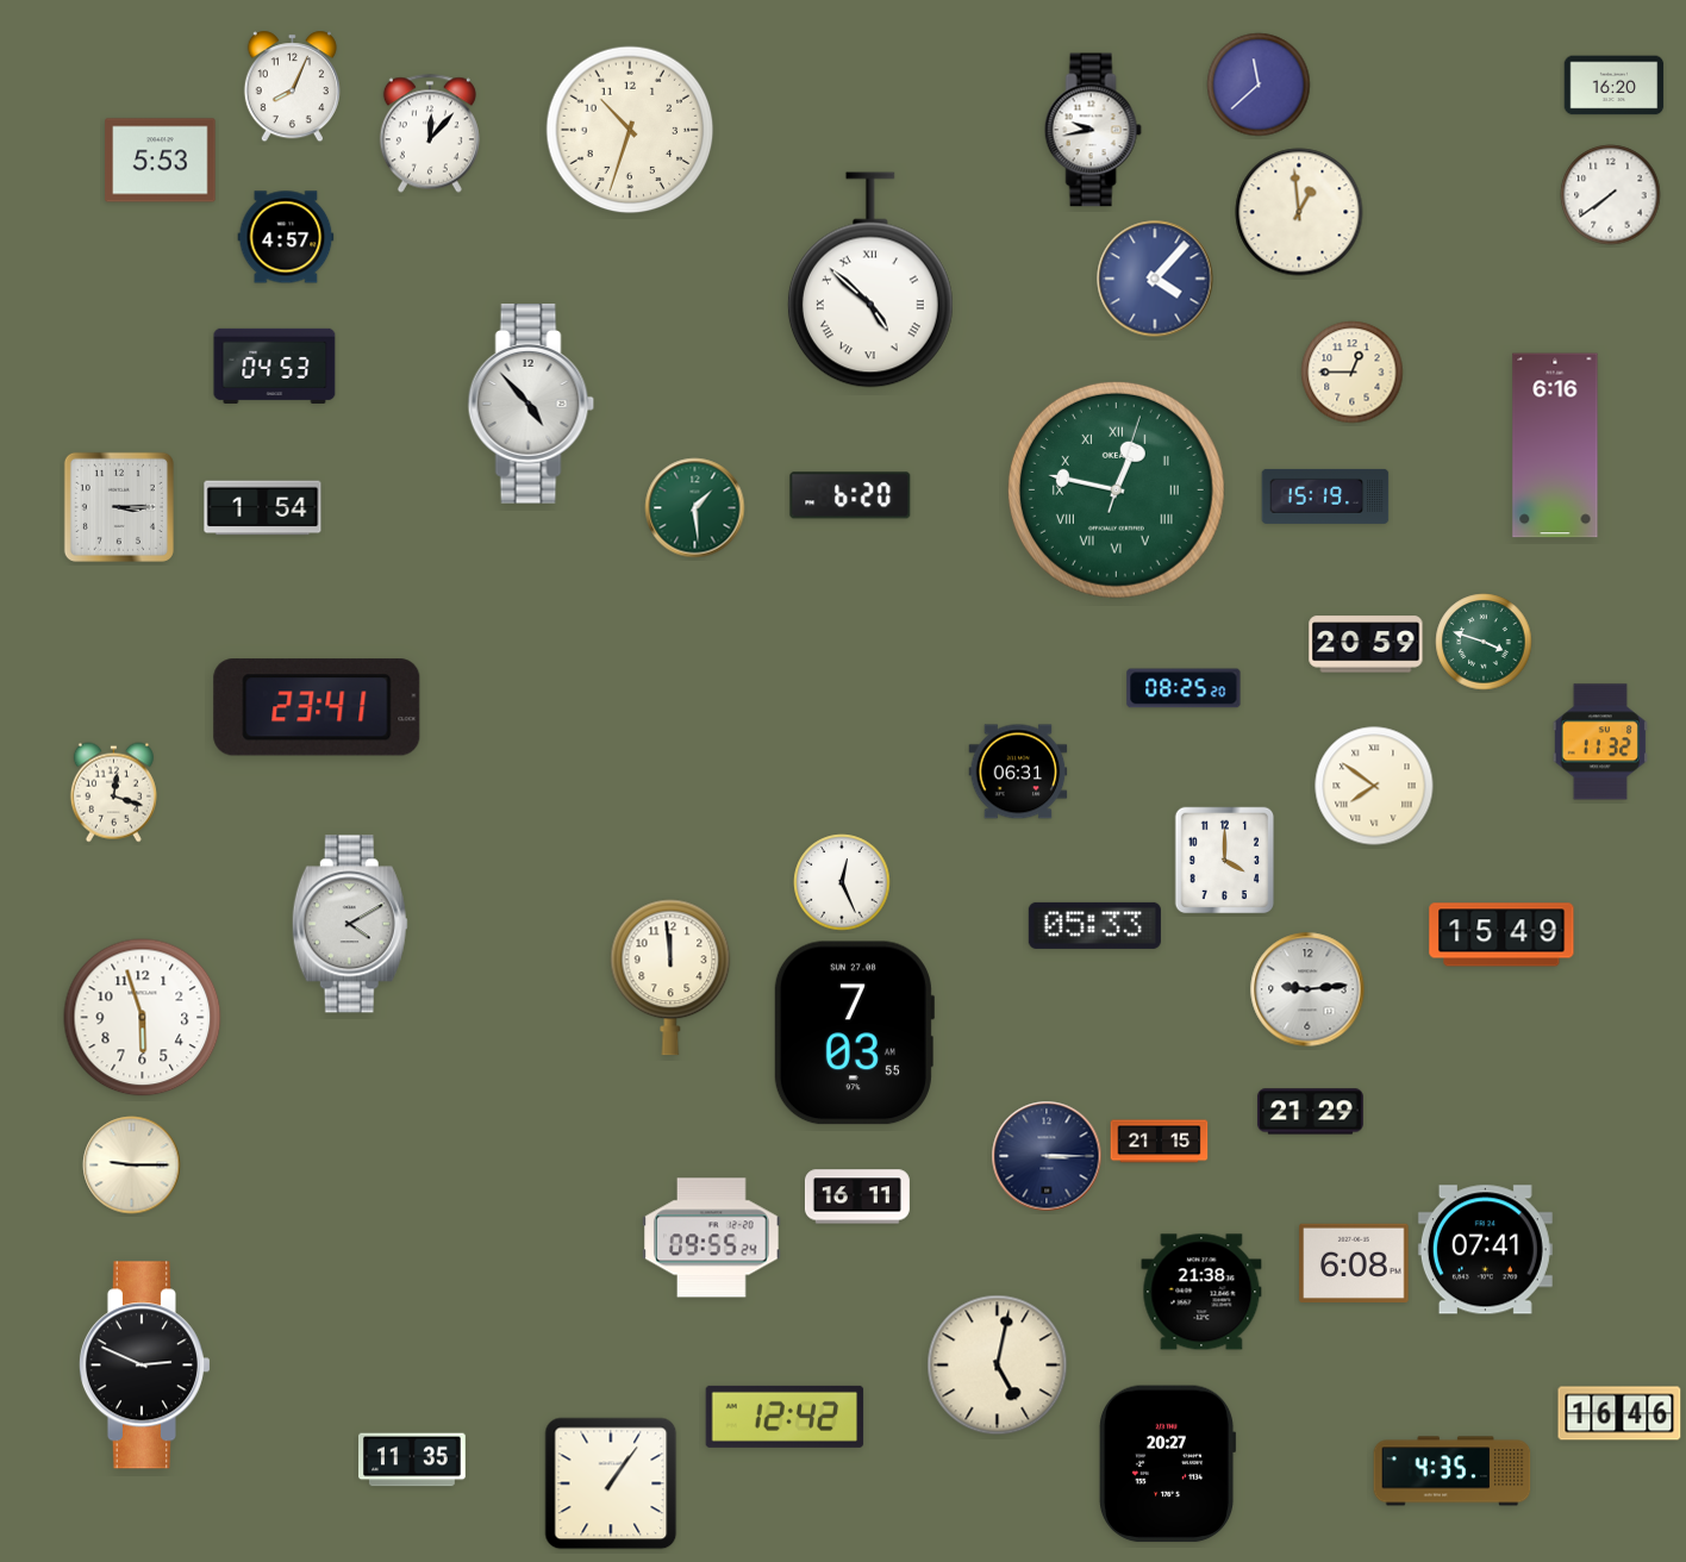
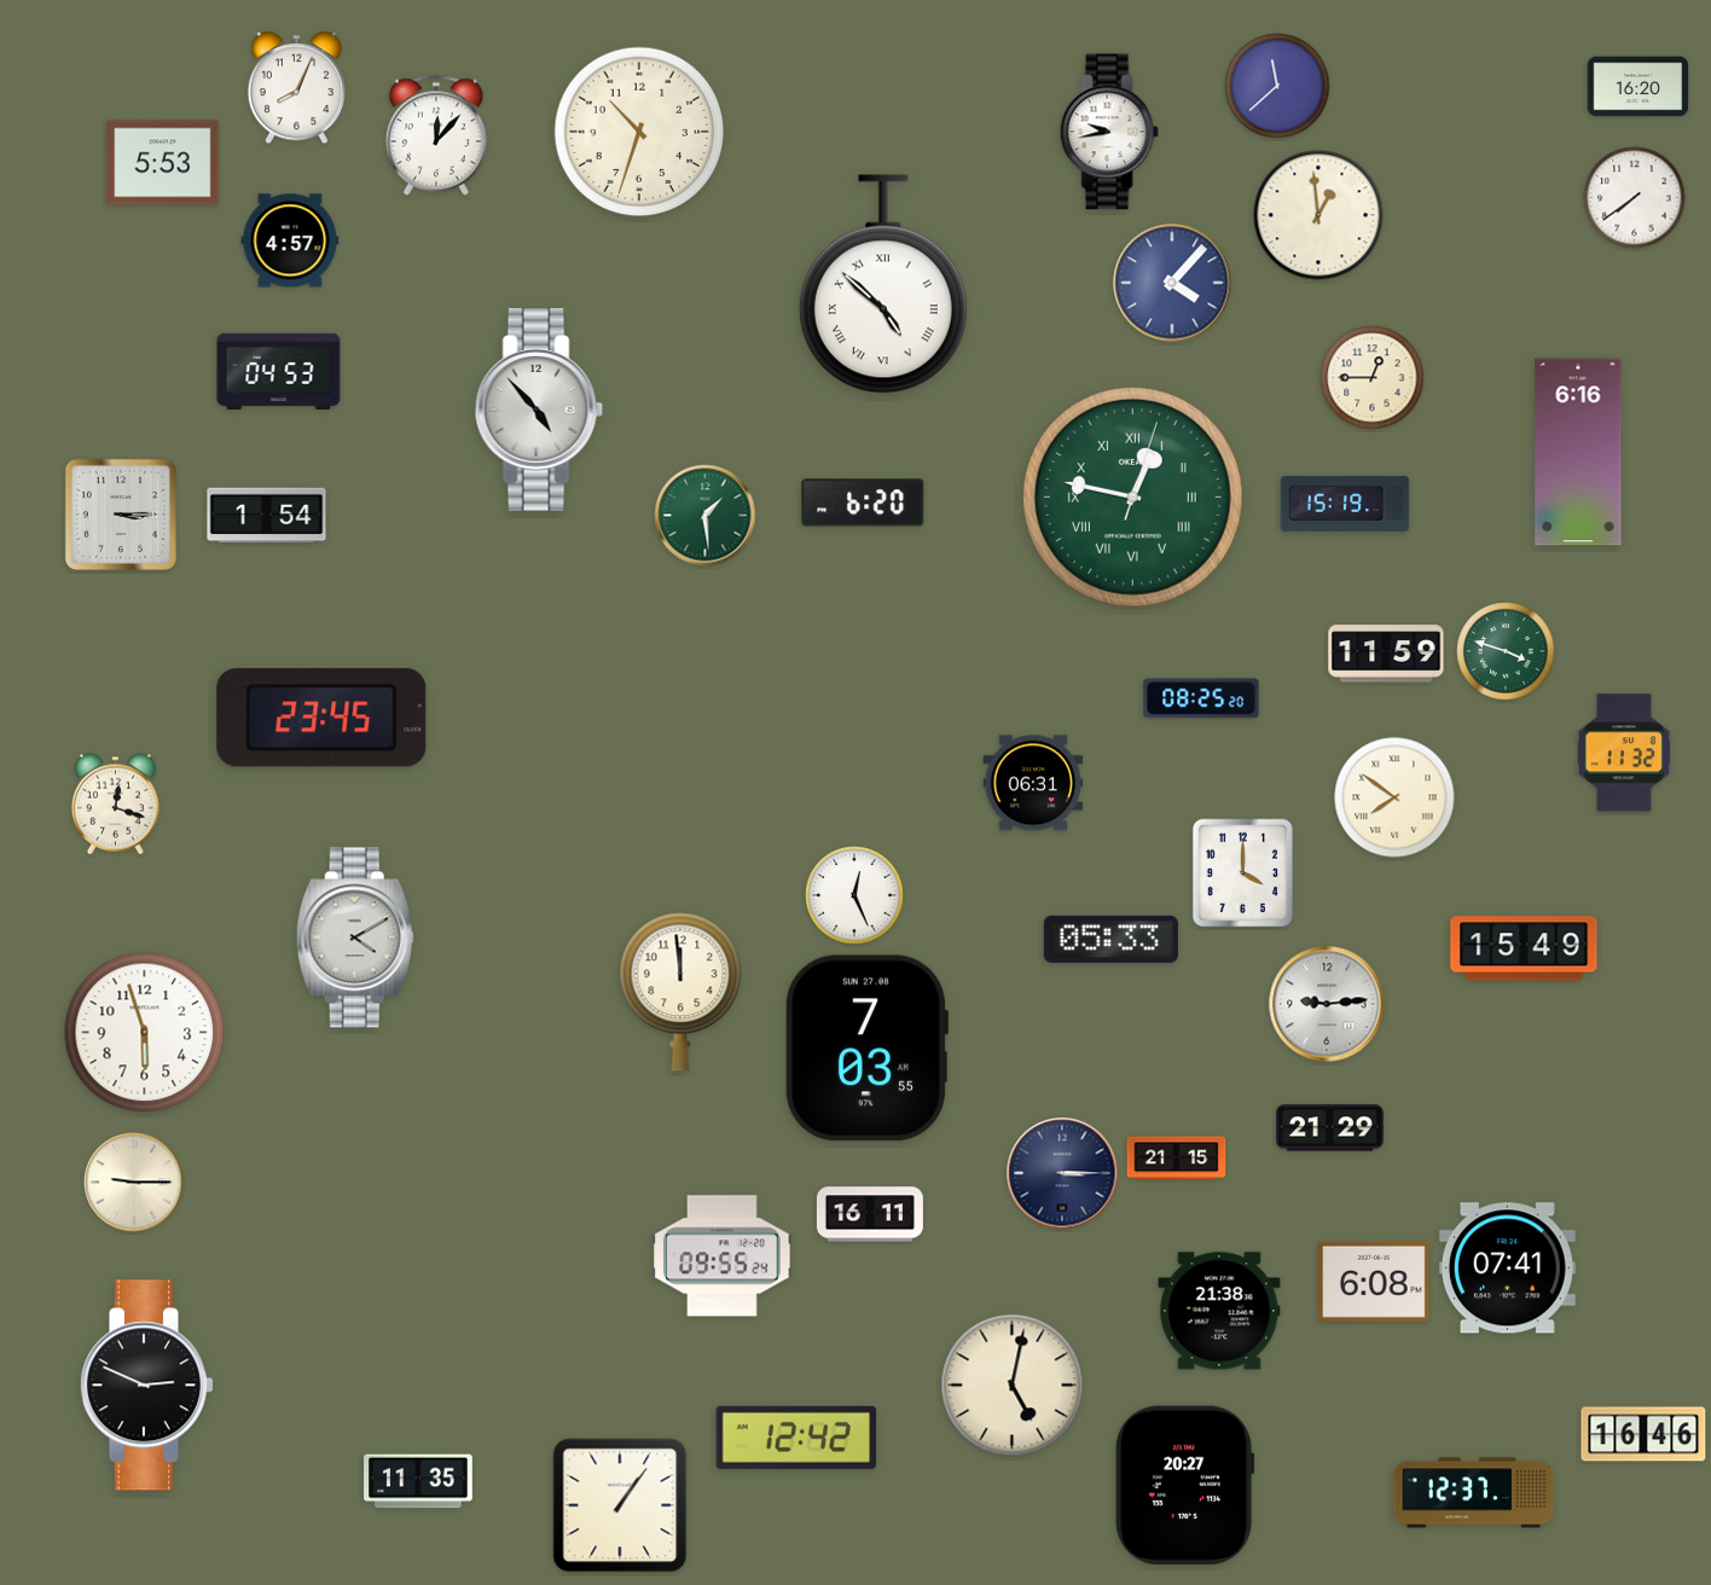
clock at (1366, 644): 20:59 -> 11:59
clock at (317, 707): 23:41 -> 23:45
clock at (1453, 1472): 4:35 -> 12:37
